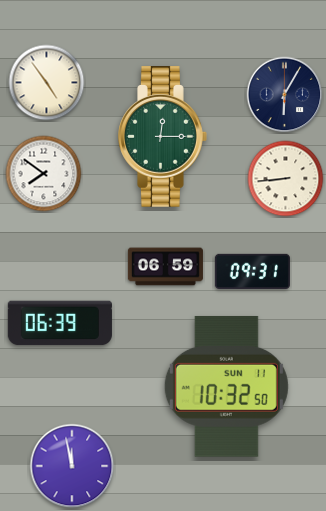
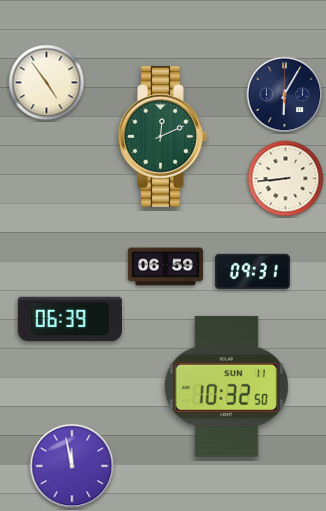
clock at (163, 137): 12:15 -> 12:11
clock at (44, 174): 7:51 -> none
clock at (60, 323) position: (60, 323) -> (70, 319)
